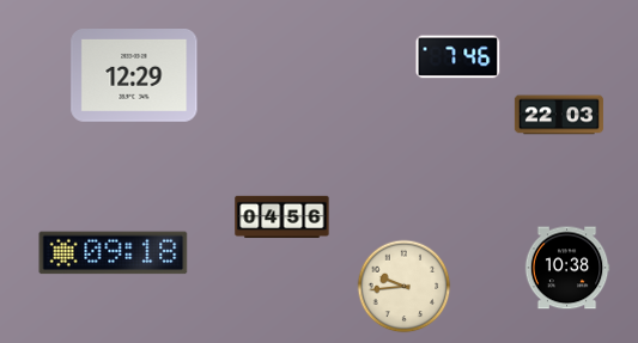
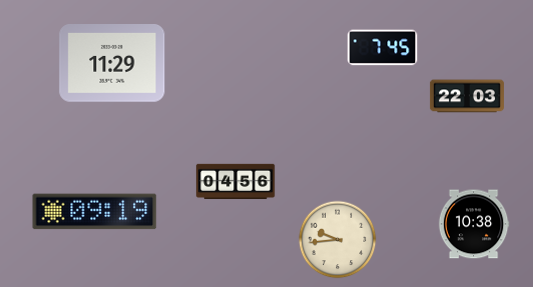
clock at (458, 57): 7:46 -> 7:45
clock at (134, 76): 12:29 -> 11:29
clock at (114, 253): 09:18 -> 09:19
